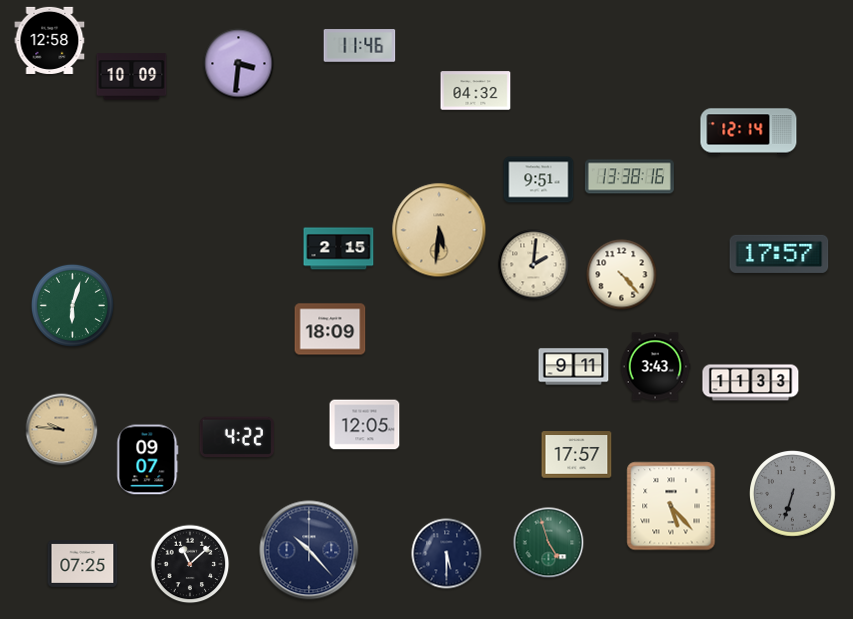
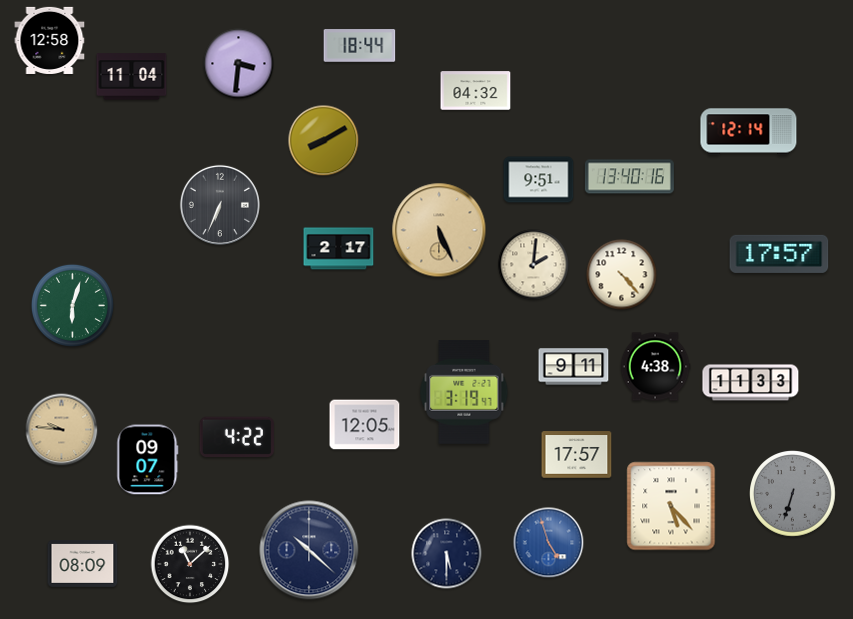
clock at (360, 46): 11:46 -> 18:44
clock at (132, 77): 10:09 -> 11:04
clock at (324, 141): none -> 8:10
clock at (629, 177): 13:38 -> 13:40
clock at (220, 205): none -> 6:34
clock at (439, 230): 5:31 -> 5:26
clock at (339, 249): 2:15 -> 2:17
clock at (330, 329): 18:09 -> none
clock at (655, 367): 3:43 -> 4:38
clock at (464, 392): none -> 3:19
clock at (549, 543) dial: green -> blue
clock at (309, 550): 10:23 -> 10:22
clock at (83, 563): 07:25 -> 08:09
